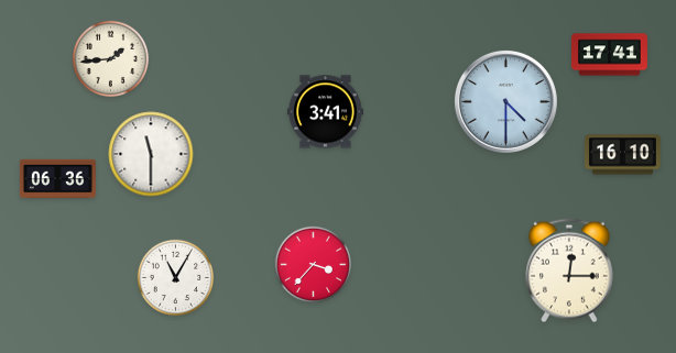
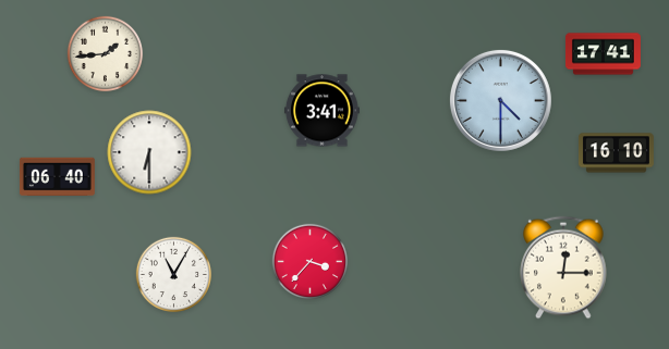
clock at (111, 59) position: (111, 59) -> (106, 54)
clock at (151, 154): 11:30 -> 6:30
clock at (57, 179): 06:36 -> 06:40
